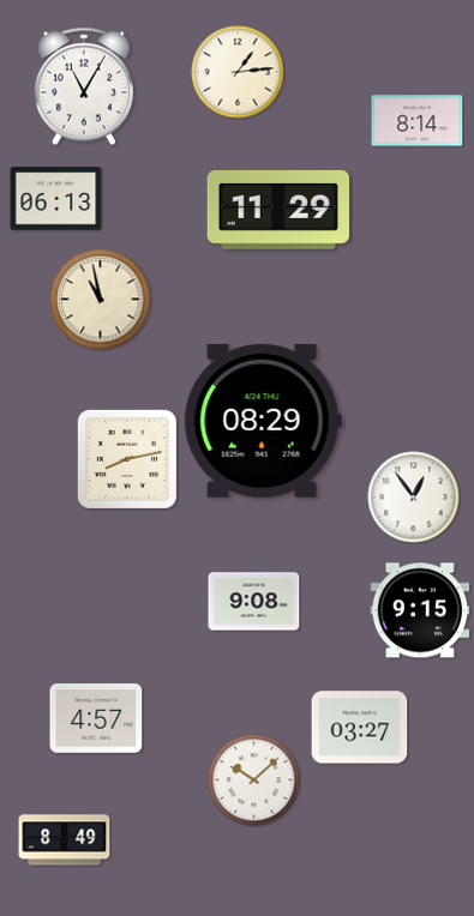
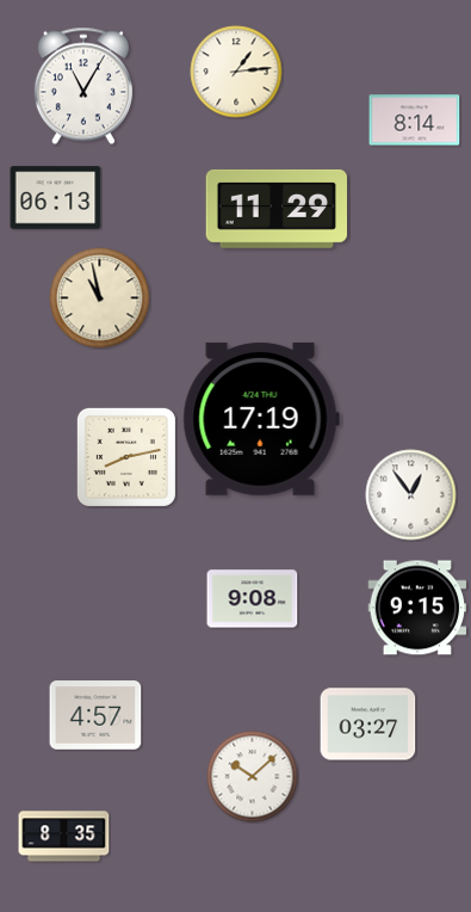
clock at (263, 421): 08:29 -> 17:19
clock at (360, 728) position: (360, 728) -> (368, 725)
clock at (65, 840): 8:49 -> 8:35
